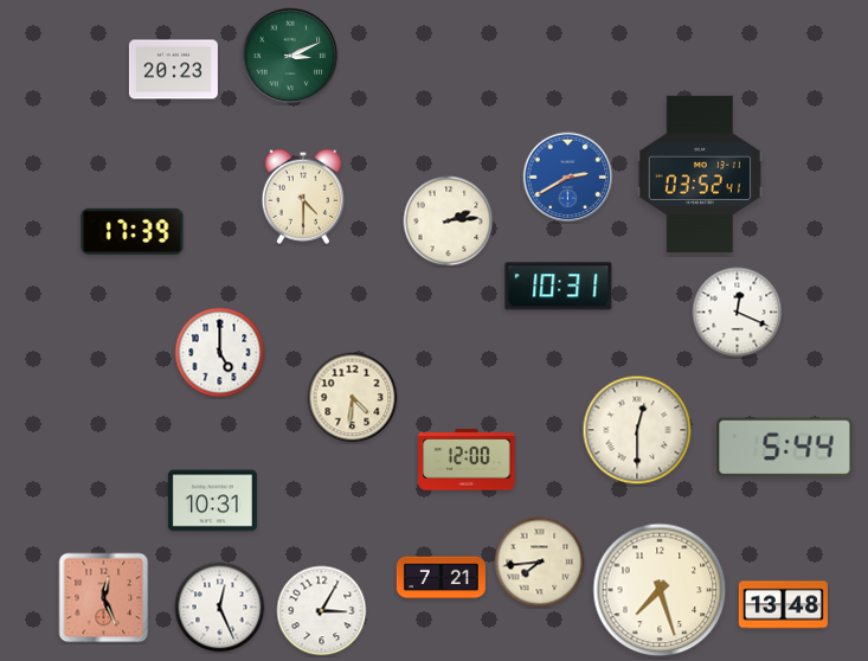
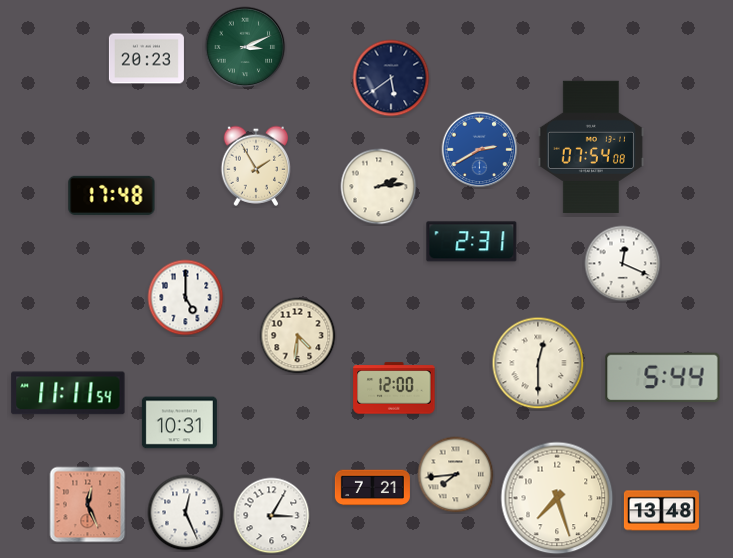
clock at (391, 78): none -> 5:39
clock at (700, 173): 03:52 -> 07:54
clock at (303, 197): 4:30 -> 1:55
clock at (133, 231): 17:39 -> 17:48
clock at (559, 287): 10:31 -> 2:31
clock at (68, 393): none -> 11:11
